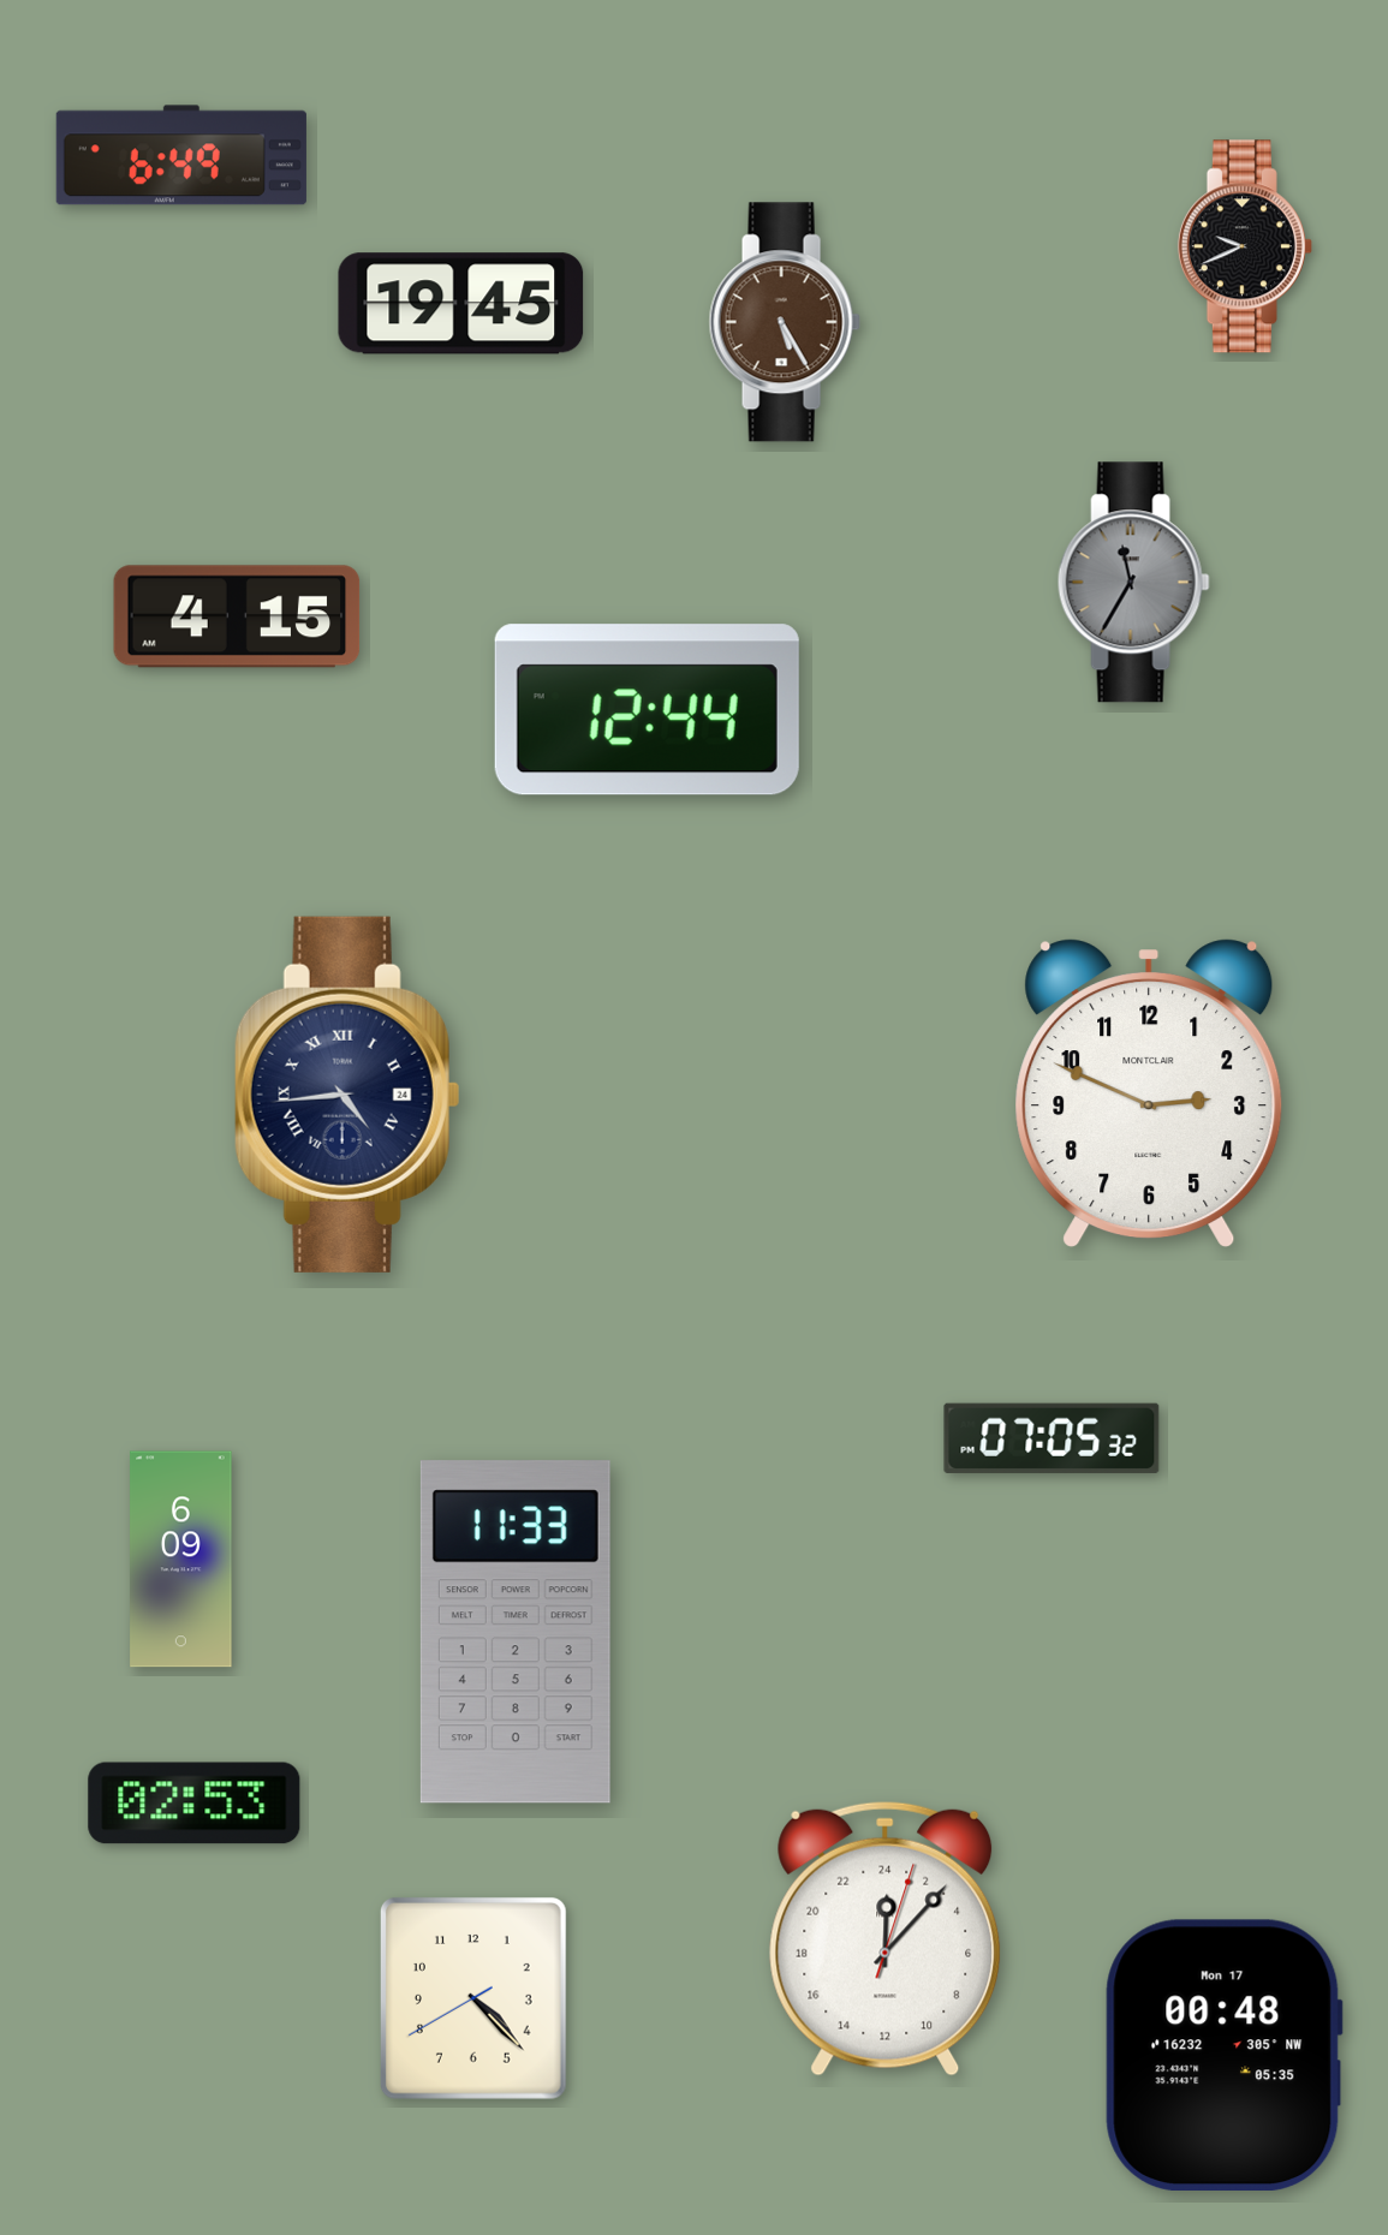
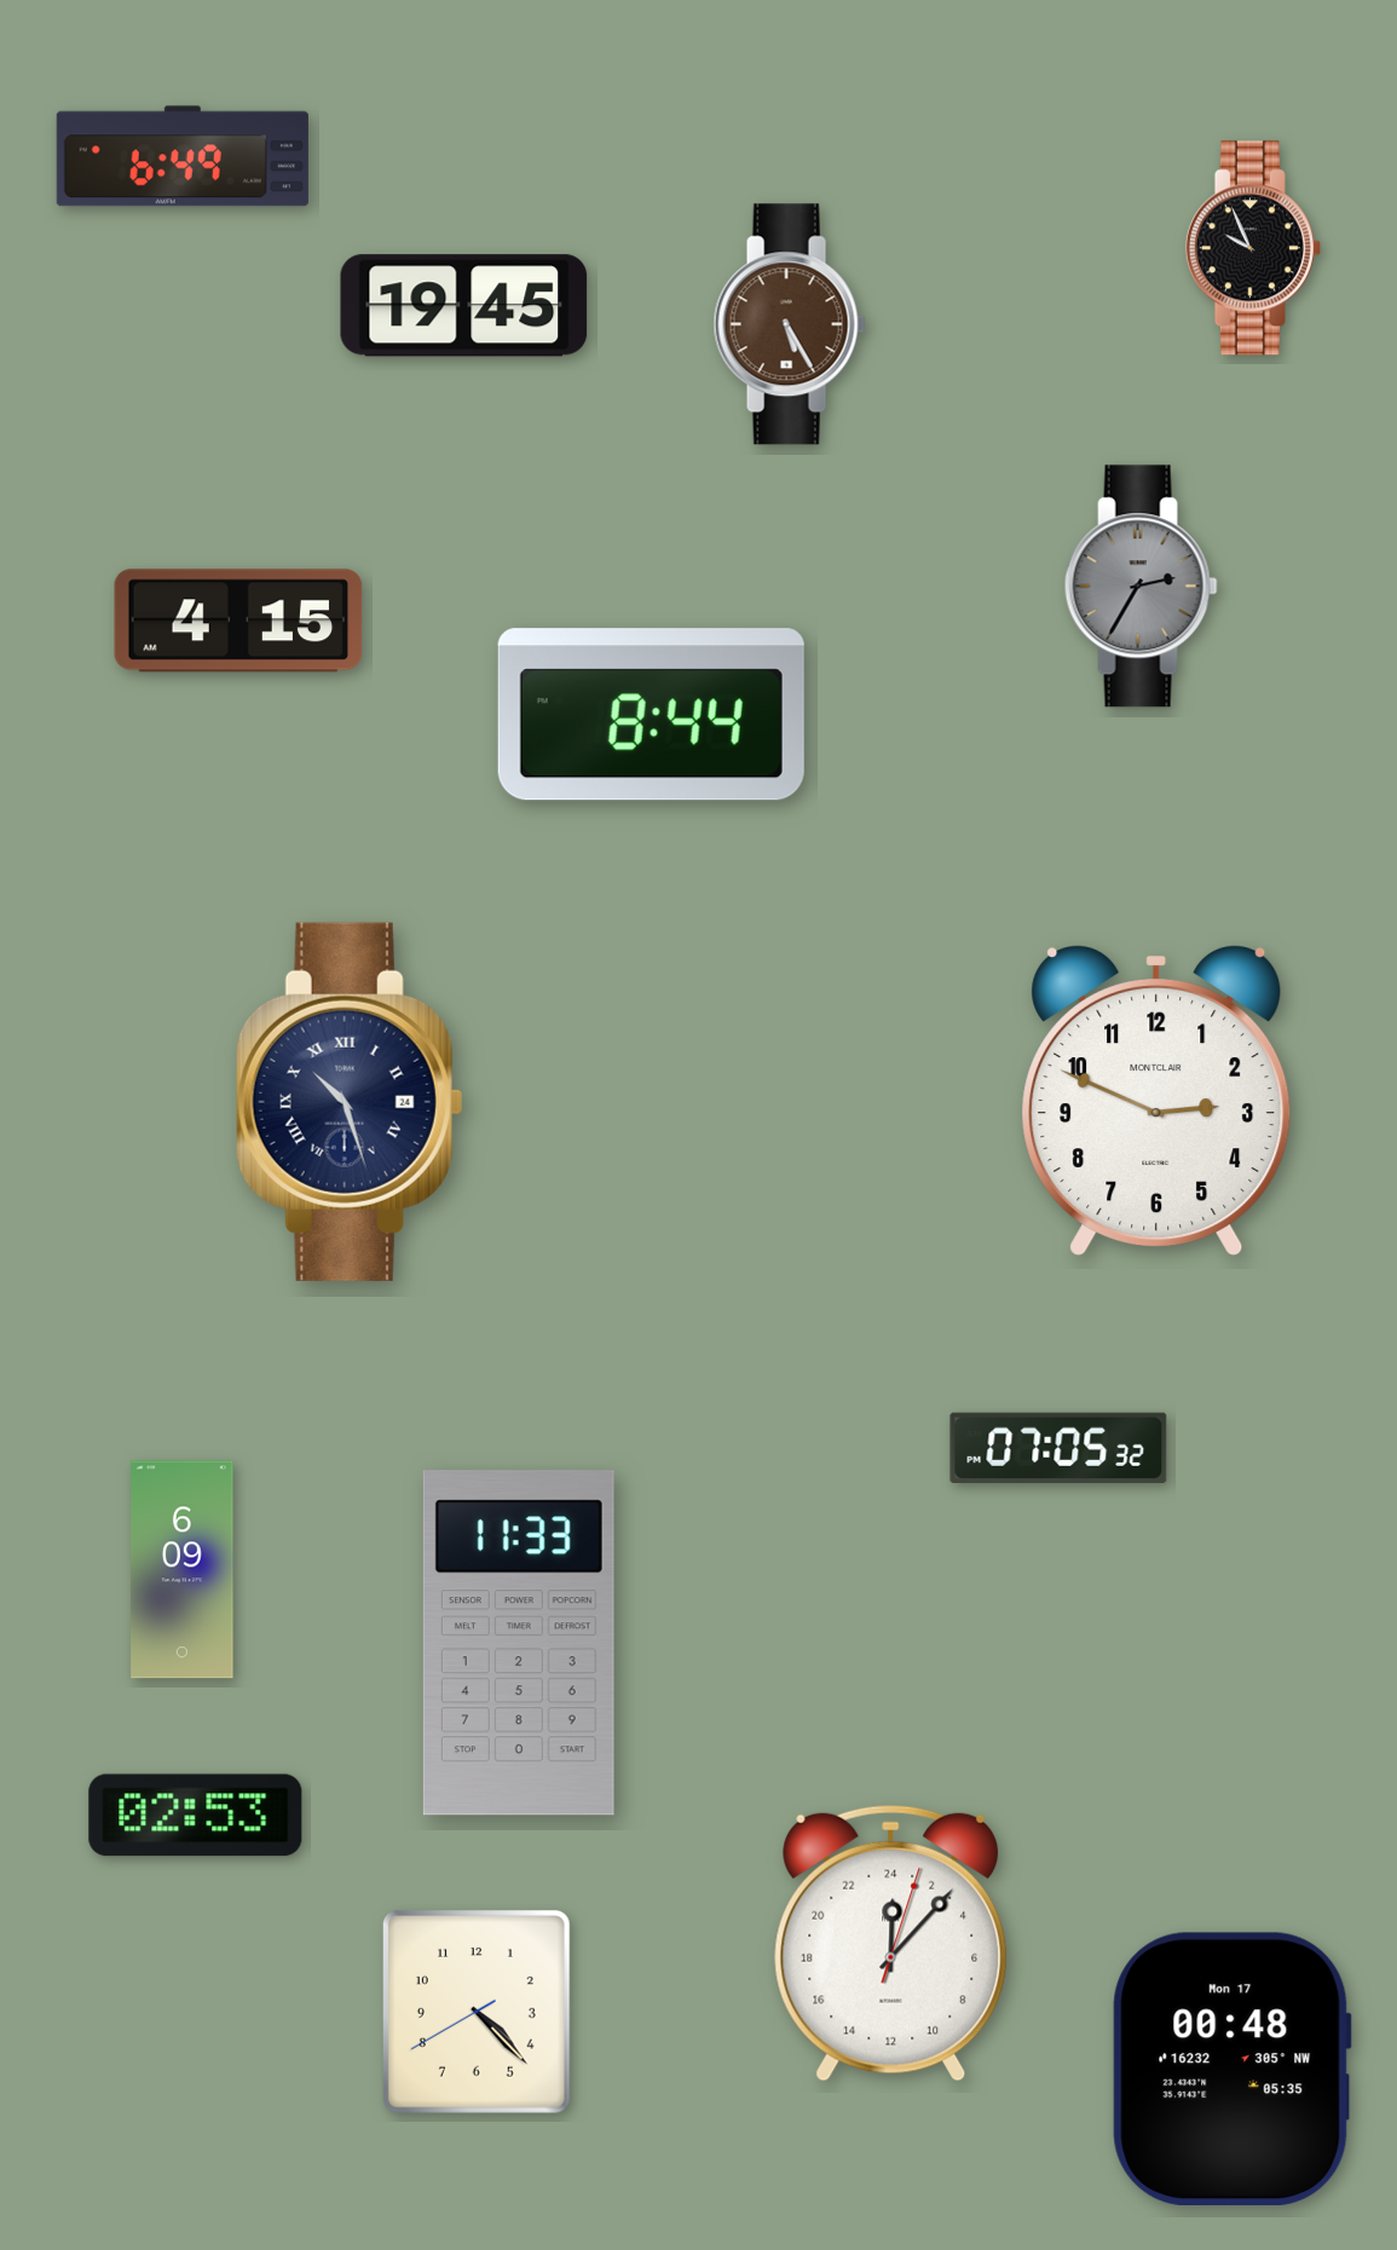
clock at (1245, 246): 9:41 -> 9:56
clock at (1133, 583): 11:35 -> 2:35
clock at (647, 710): 12:44 -> 8:44
clock at (347, 1095): 4:44 -> 10:27
clock at (886, 1938) position: (886, 1938) -> (891, 1943)
